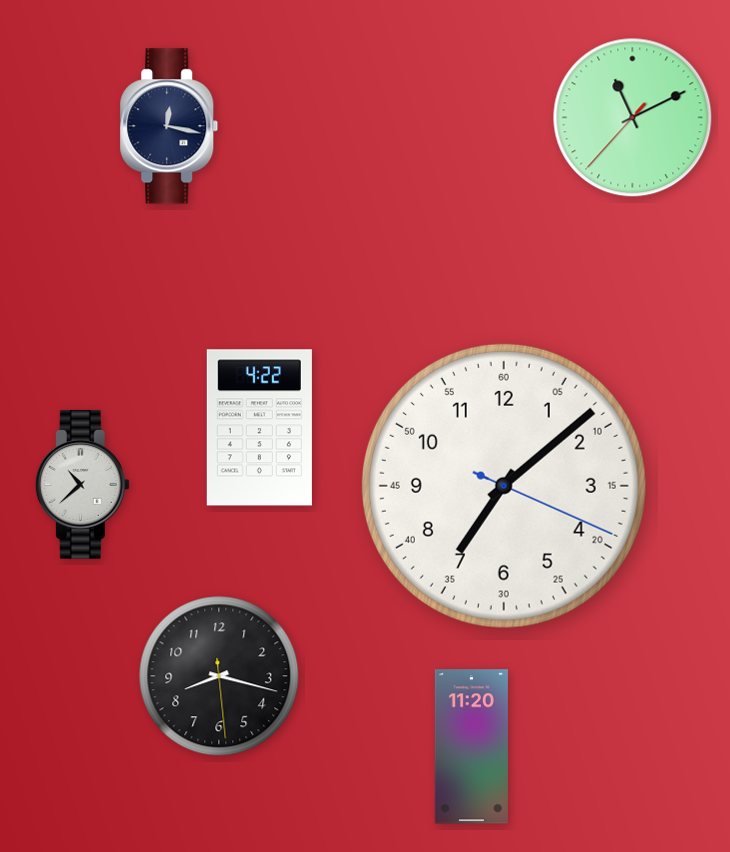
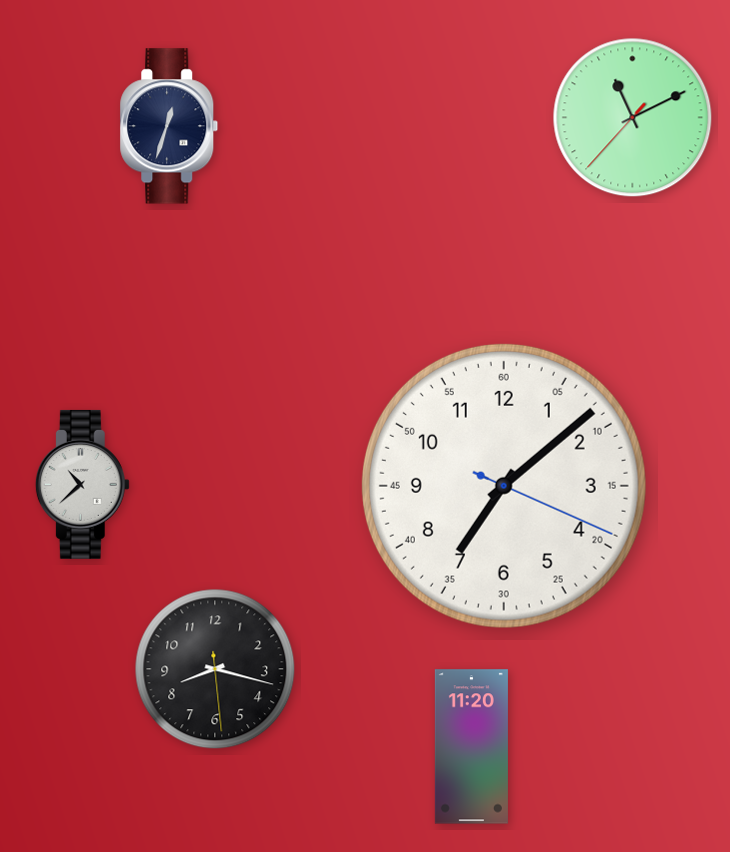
clock at (169, 126): 12:17 -> 12:33
clock at (259, 428): 4:22 -> none
clock at (219, 676) position: (219, 676) -> (215, 669)
